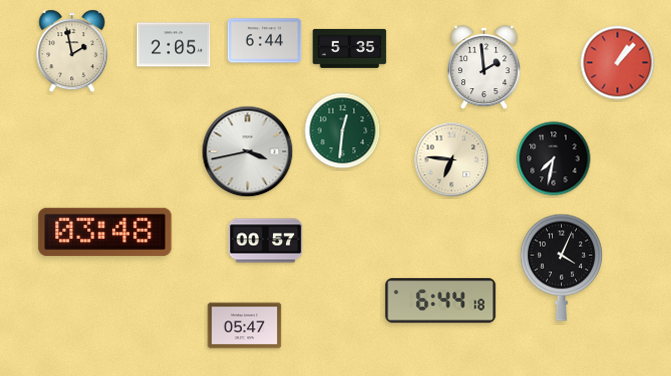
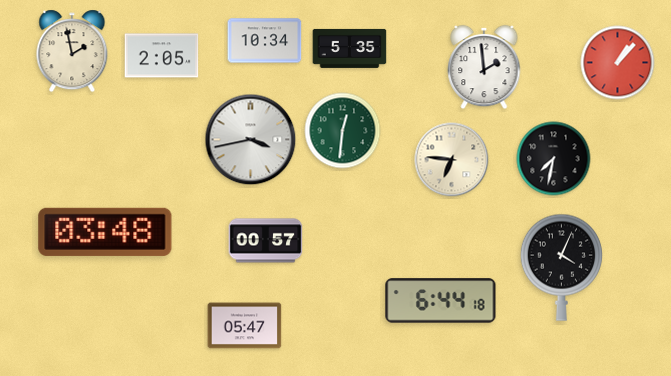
clock at (265, 41): 6:44 -> 10:34
clock at (174, 45) position: (174, 45) -> (162, 56)
clock at (248, 152) position: (248, 152) -> (251, 140)
